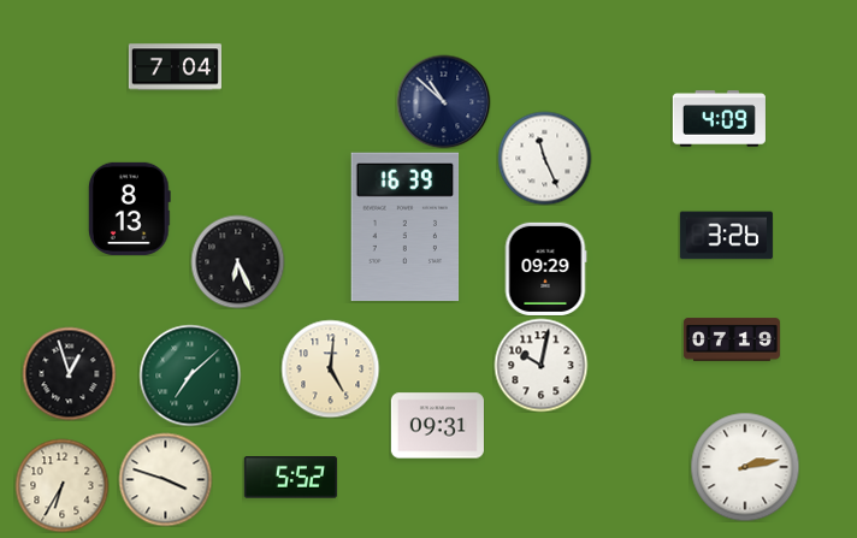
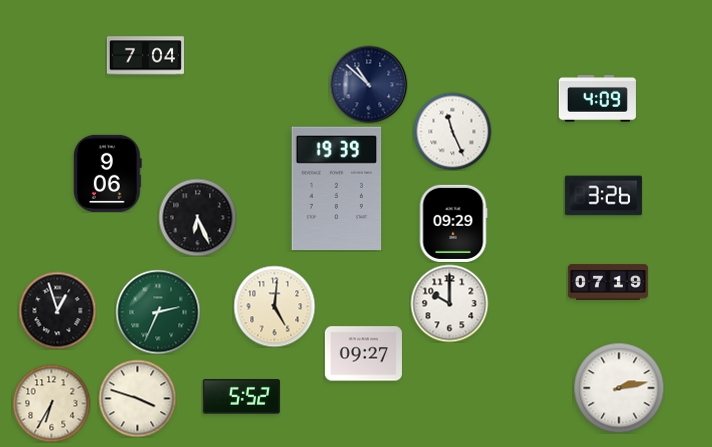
clock at (129, 208): 8:13 -> 9:06
clock at (406, 227): 16:39 -> 19:39
clock at (540, 365): 10:02 -> 10:00
clock at (190, 376): 7:08 -> 2:34
clock at (437, 426): 09:31 -> 09:27
